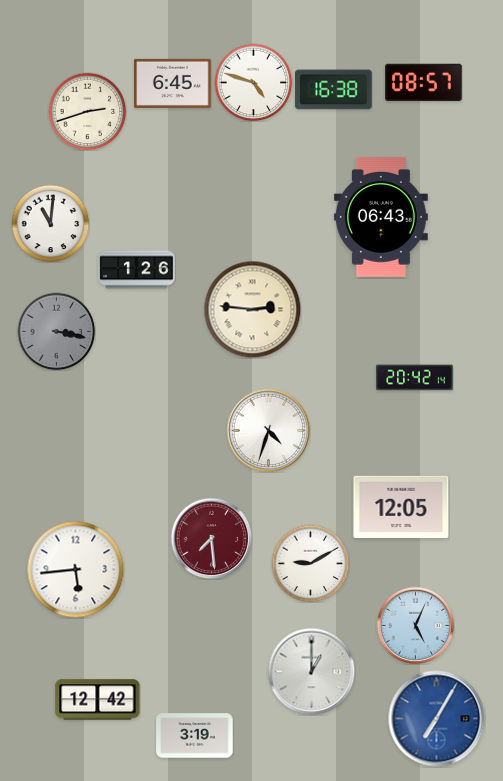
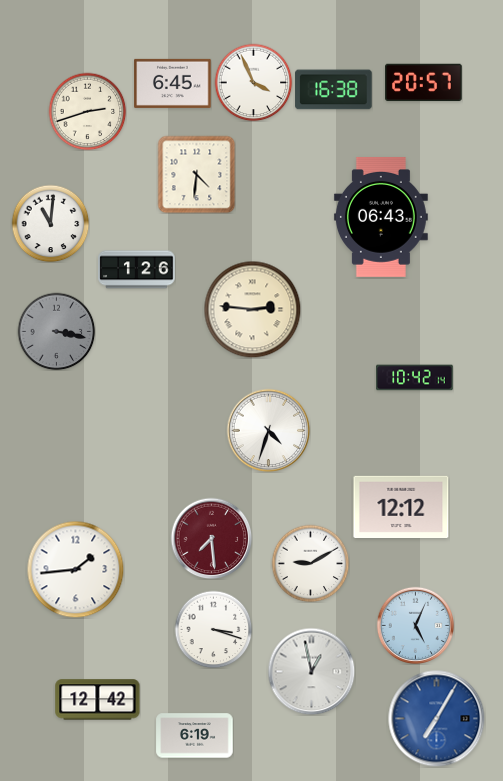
clock at (253, 82): 4:48 -> 3:56
clock at (424, 83): 08:57 -> 20:57
clock at (196, 174): none -> 4:31
clock at (415, 378): 20:42 -> 10:42
clock at (401, 506): 12:05 -> 12:12
clock at (75, 569): 5:44 -> 1:44
clock at (213, 629): none -> 3:18
clock at (311, 671): 1:00 -> 12:58
clock at (195, 736): 3:19 -> 6:19
